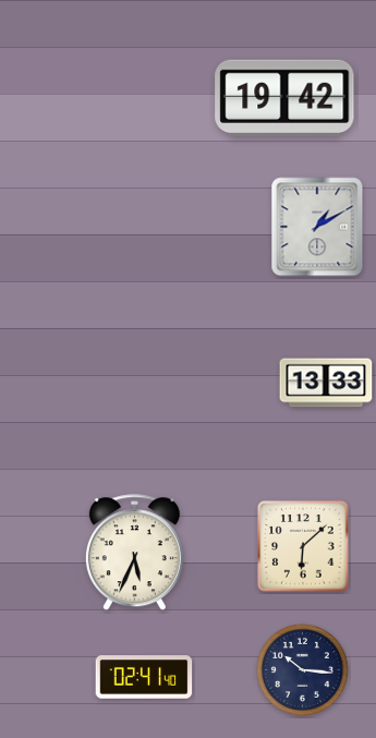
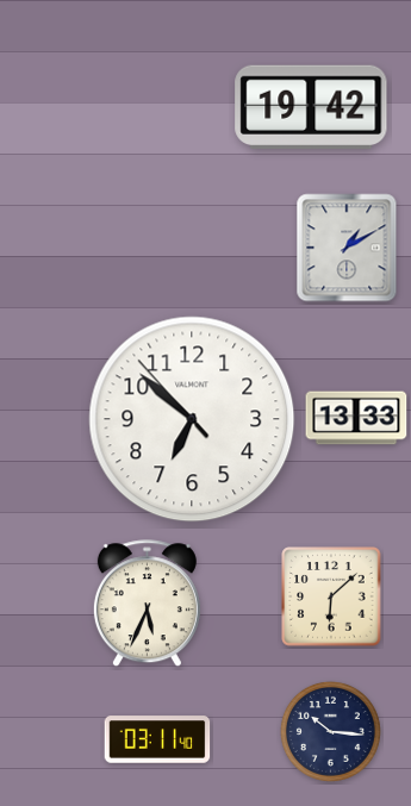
clock at (192, 419): none -> 6:51
clock at (144, 677): 02:41 -> 03:11
